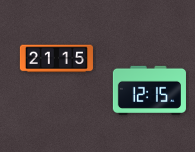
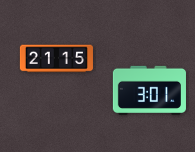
clock at (149, 90): 12:15 -> 3:01
